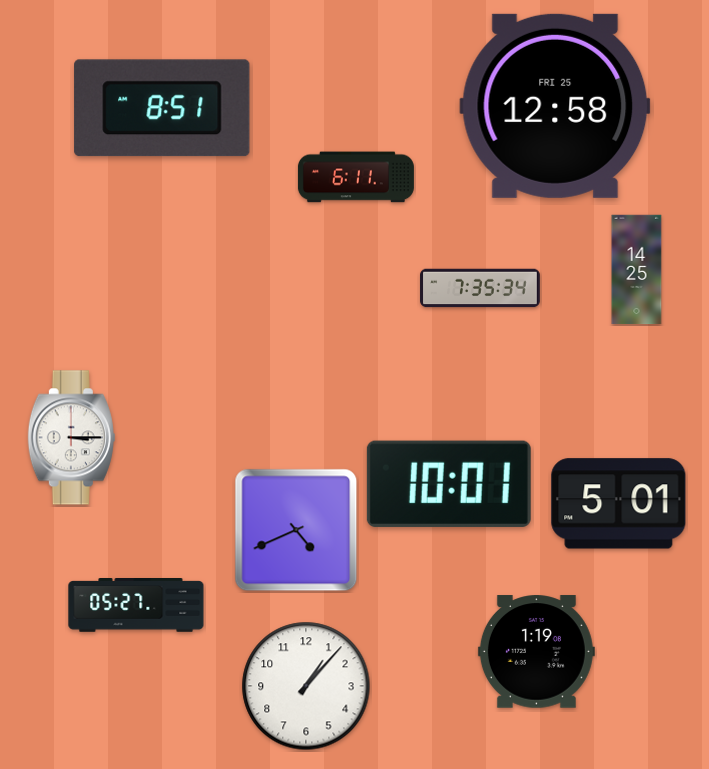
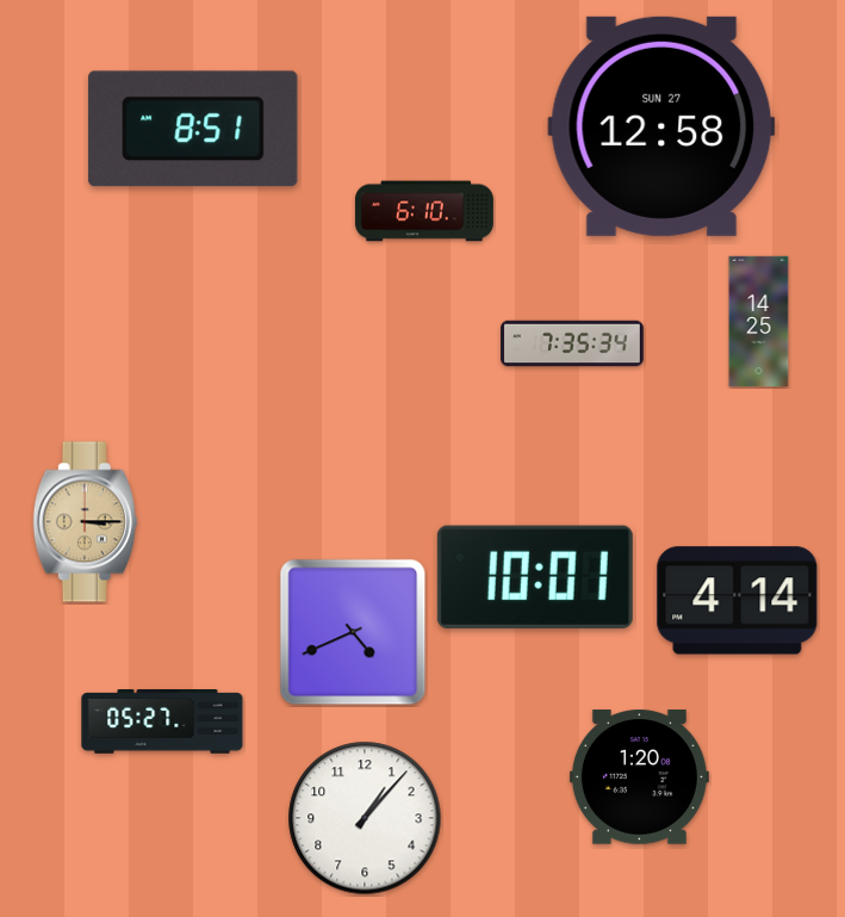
clock at (555, 106) date: FRI 25 -> SUN 27
clock at (356, 177): 6:11 -> 6:10
clock at (71, 438) dial: white -> champagne
clock at (619, 504): 5:01 -> 4:14
clock at (536, 652): 1:19 -> 1:20
